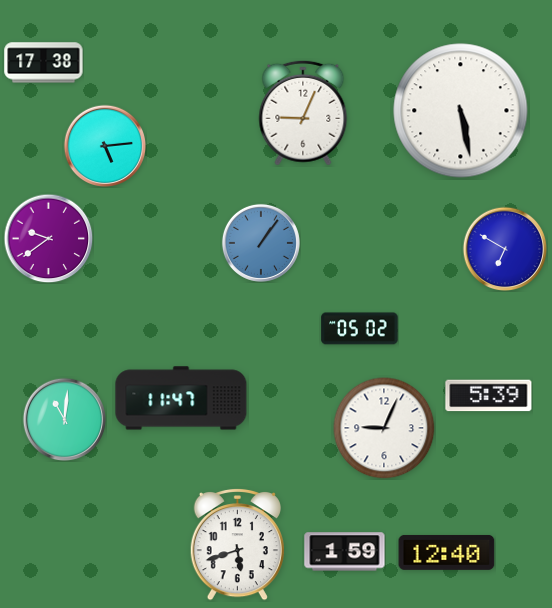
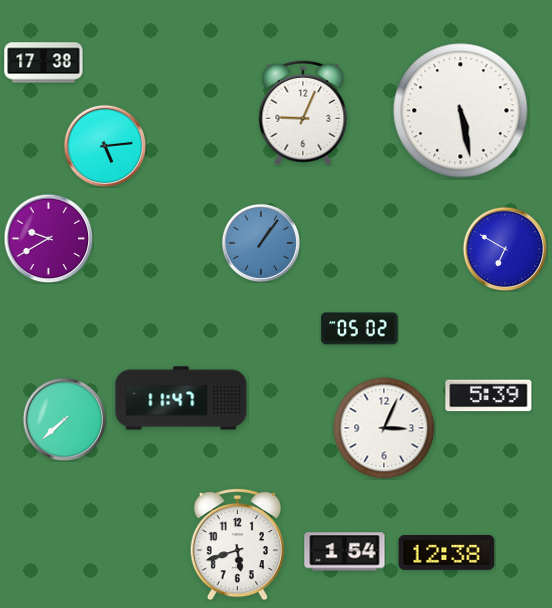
clock at (48, 238): 9:39 -> 9:40
clock at (64, 419): 11:01 -> 7:38
clock at (384, 428): 9:04 -> 3:04
clock at (345, 552): 1:59 -> 1:54
clock at (447, 552): 12:40 -> 12:38
